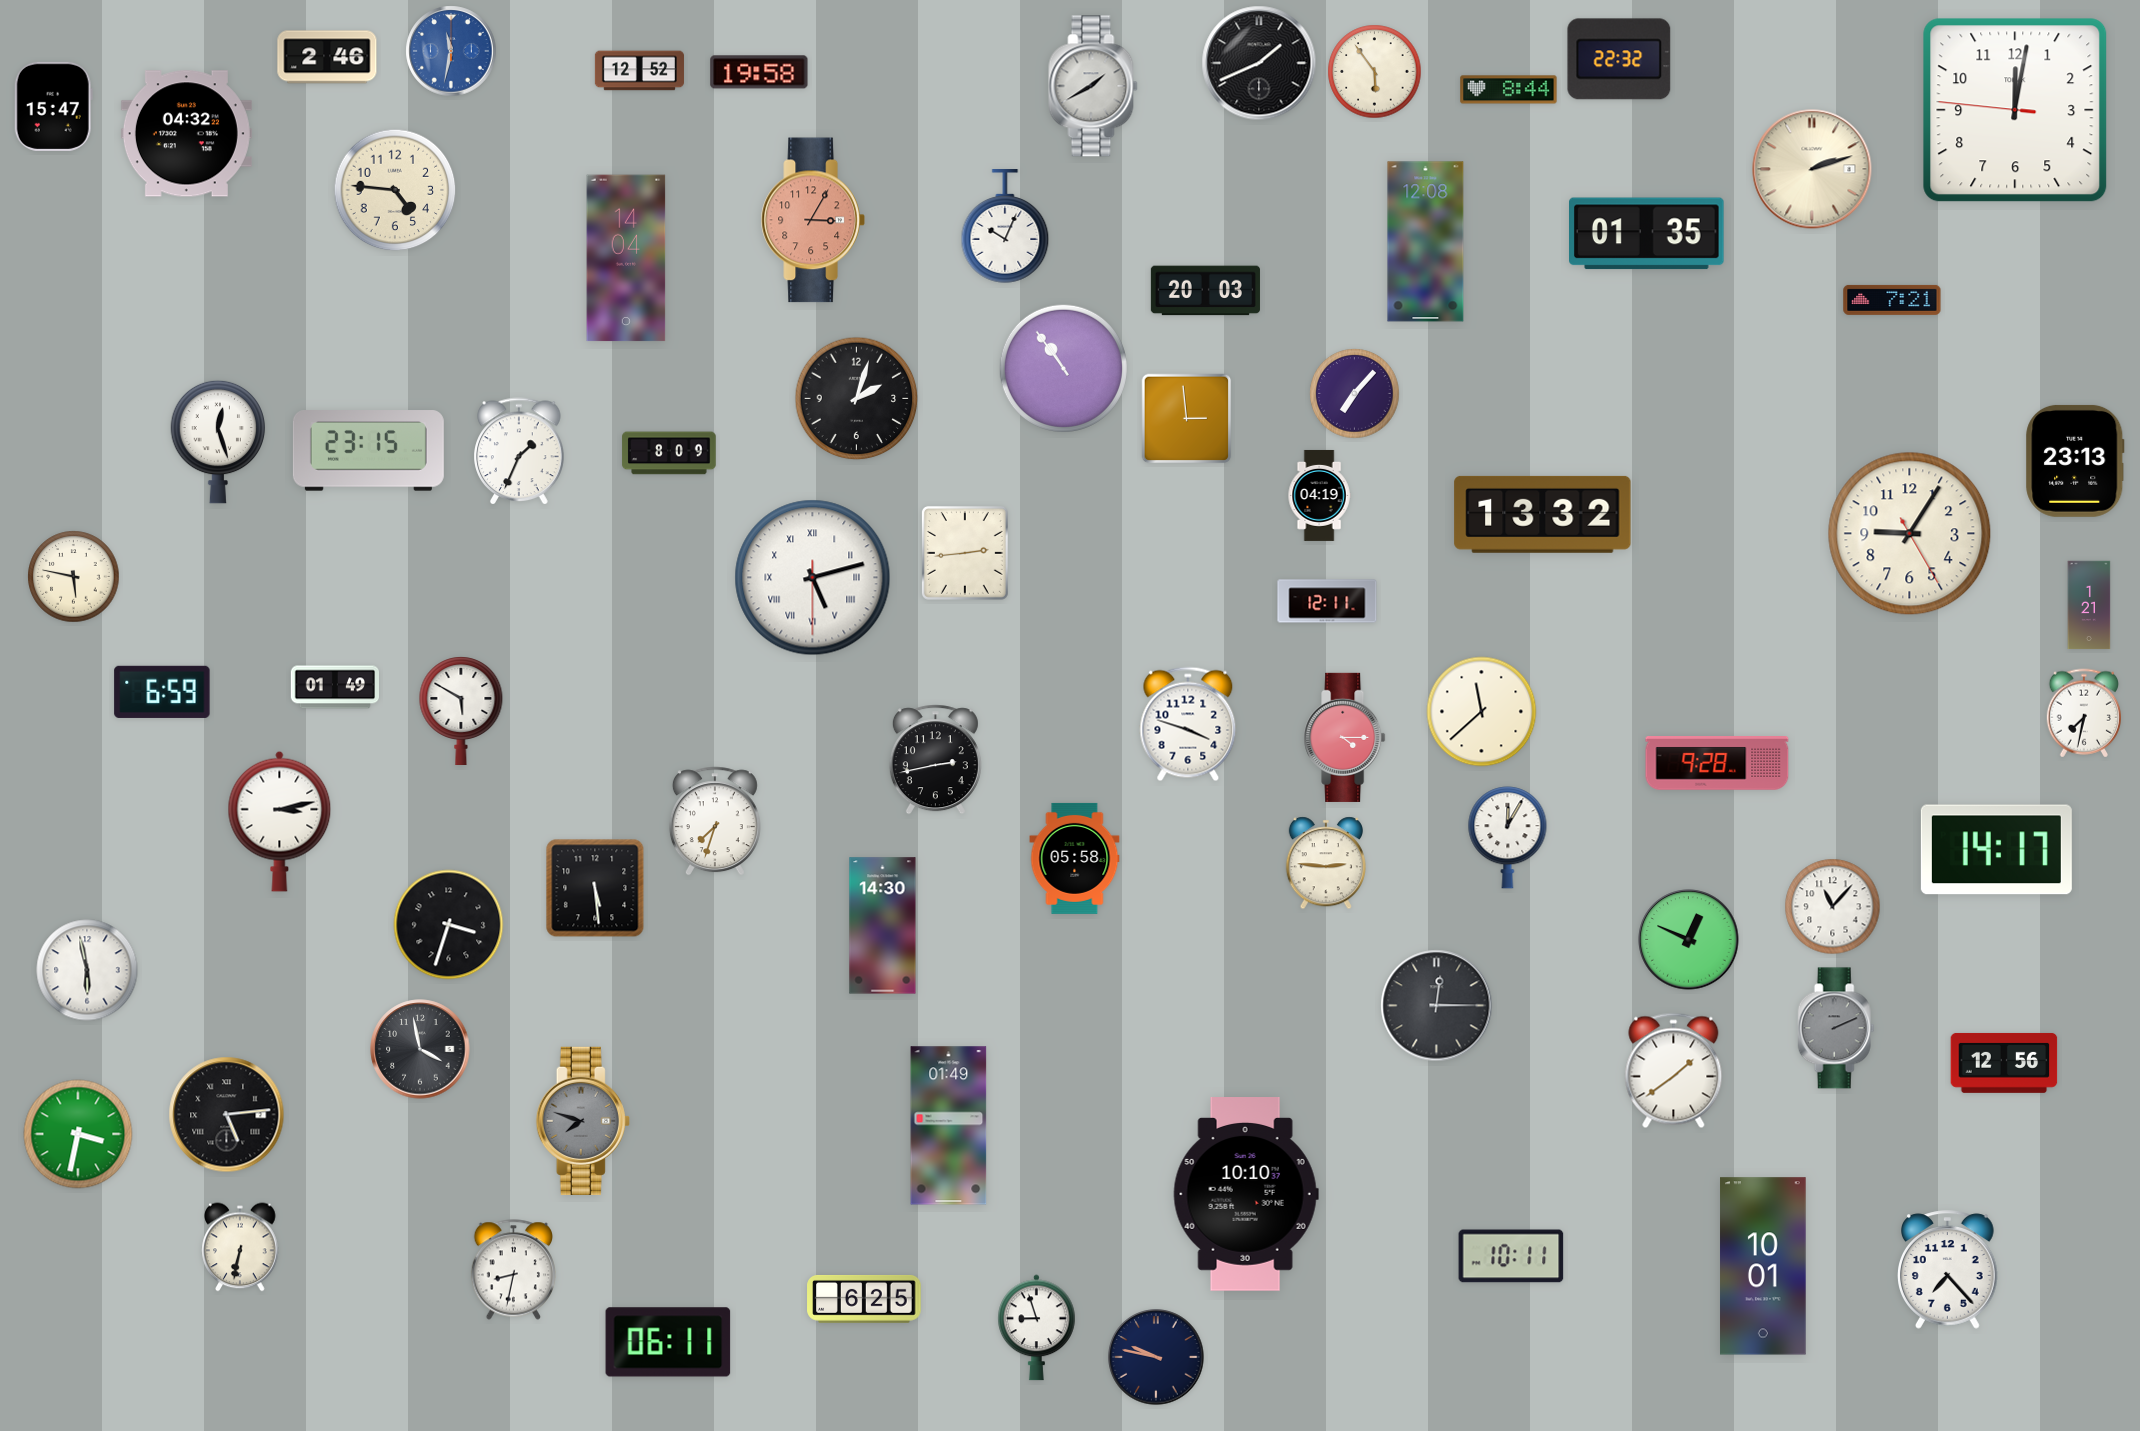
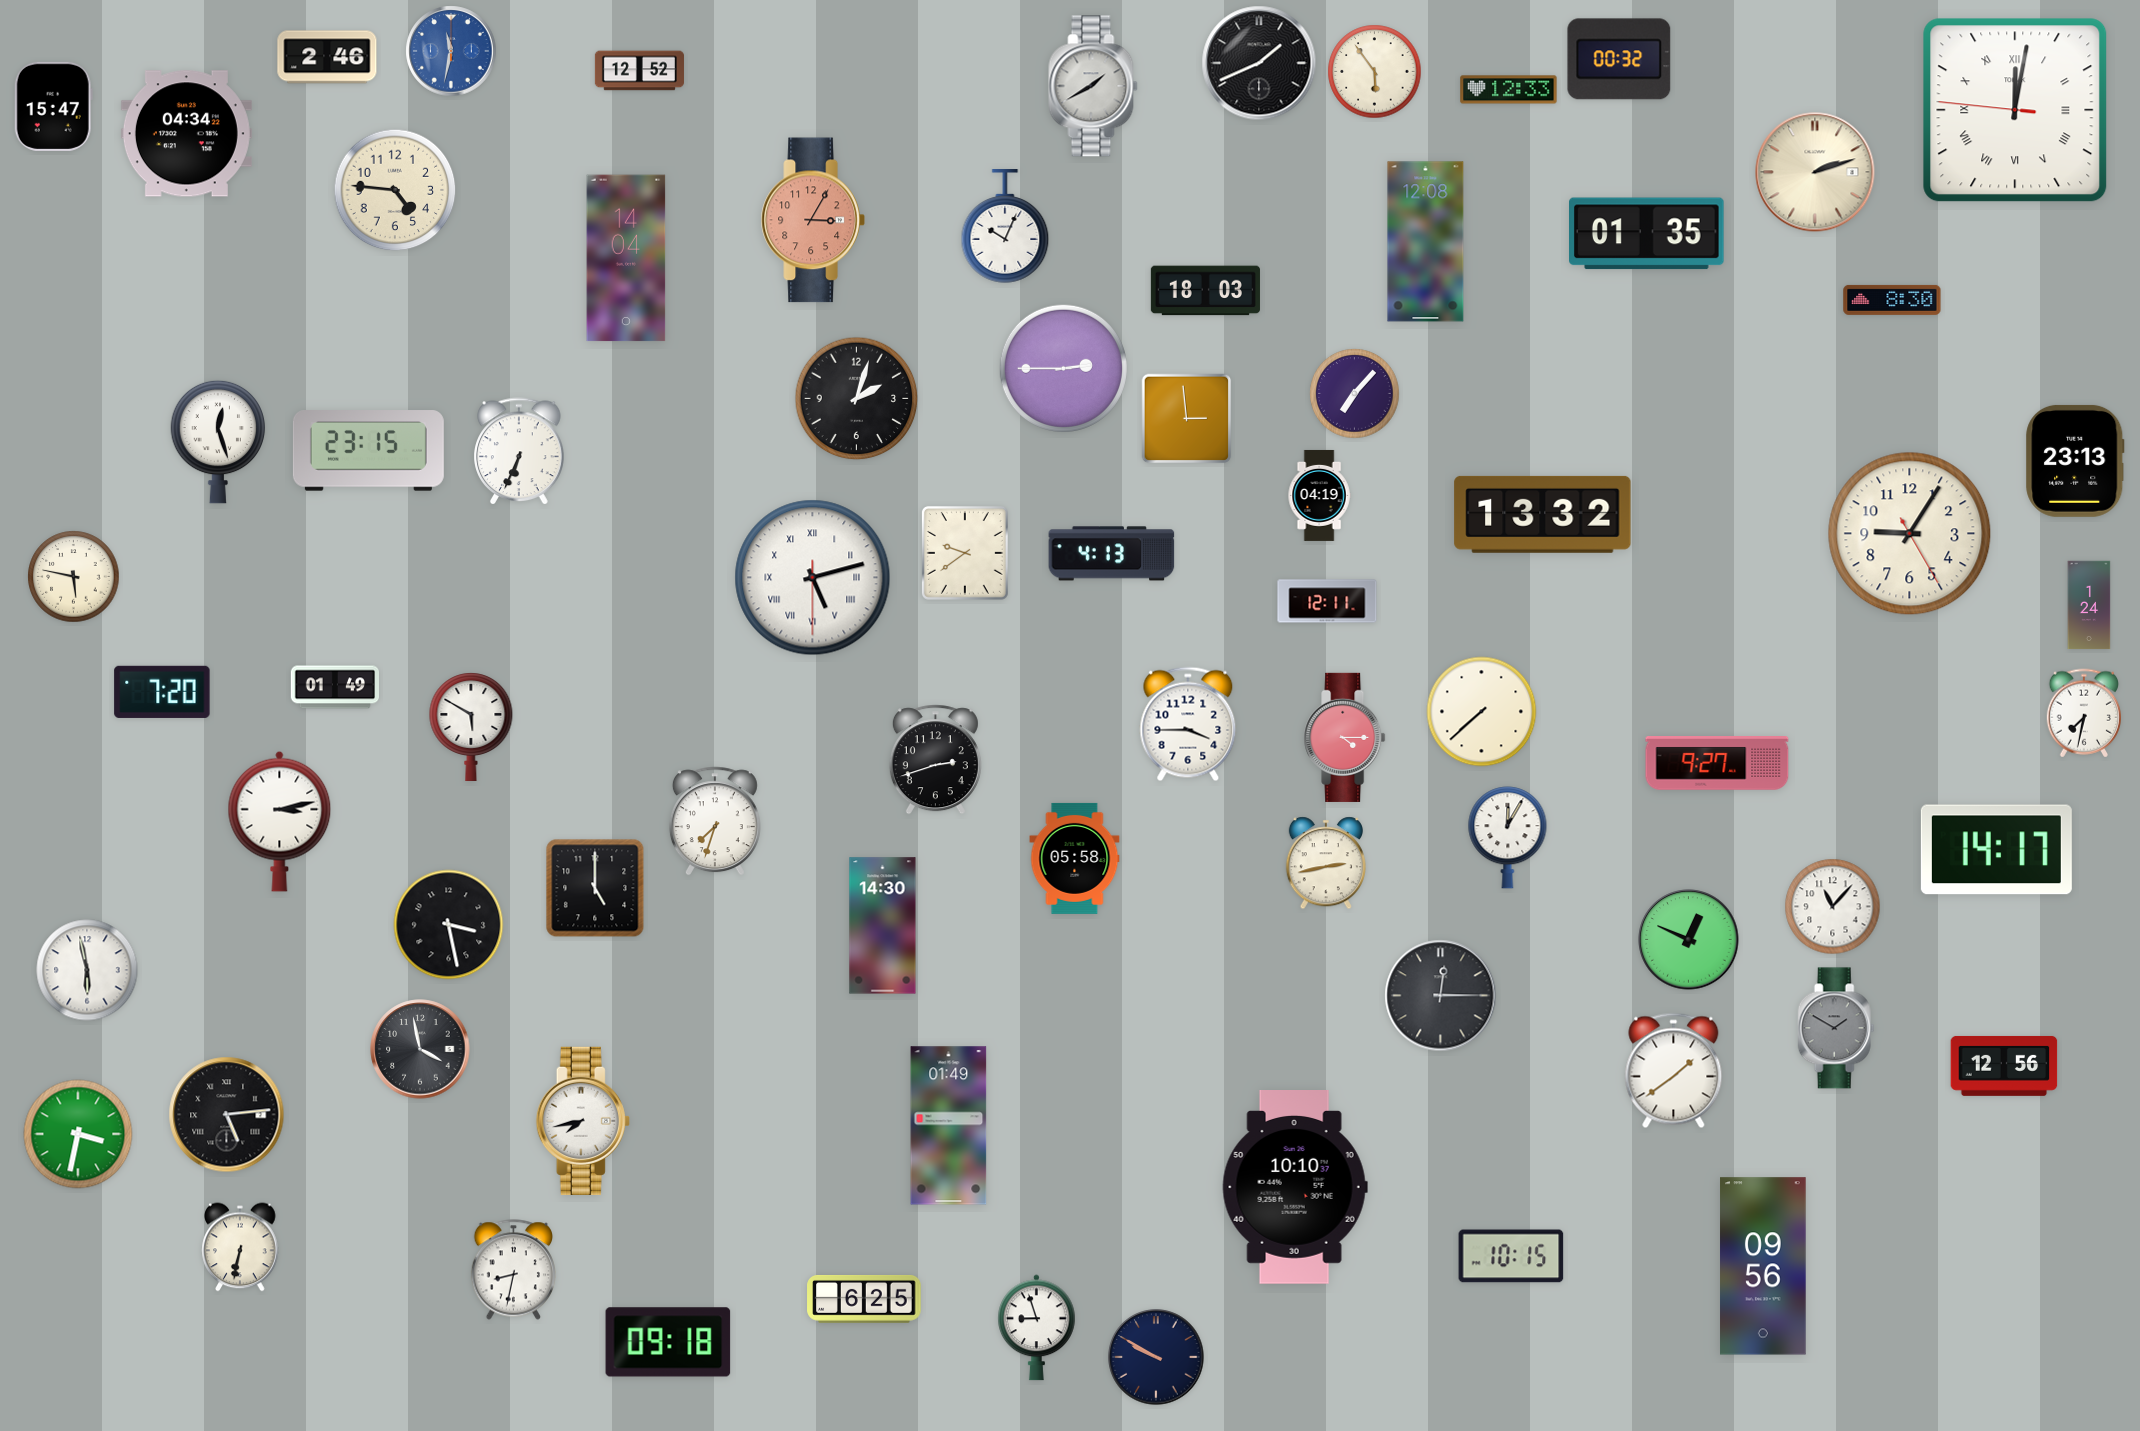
clock at (1619, 59): 22:32 -> 00:32
clock at (759, 72): 19:58 -> none
clock at (1509, 90): 8:44 -> 12:33
clock at (2015, 110) numerals: Arabic -> Roman
clock at (186, 134): 04:32 -> 04:34
clock at (1812, 169) position: (1812, 169) -> (1815, 172)
clock at (1205, 291): 20:03 -> 18:03
clock at (1892, 300): 7:21 -> 8:30
clock at (1063, 368): 10:54 -> 2:45
clock at (519, 451): 1:34 -> 6:34
clock at (669, 453): 8:09 -> none
clock at (965, 553): 2:44 -> 9:39
clock at (1112, 554): none -> 4:13
clock at (2089, 605): 1:21 -> 1:24
clock at (162, 692): 6:59 -> 7:20
clock at (461, 710) position: (461, 710) -> (471, 726)
clock at (1482, 712): 11:38 -> 7:38
clock at (1188, 724): 3:48 -> 3:45
clock at (935, 760): 2:43 -> 2:42
clock at (1717, 763): 9:28 -> 9:27
clock at (1326, 863): 2:46 -> 2:43
clock at (595, 888): 5:29 -> 5:00
clock at (449, 925): 3:33 -> 3:28
clock at (1437, 1006) position: (1437, 1006) -> (1441, 996)
clock at (1836, 1028): 2:11 -> 1:50
clock at (2004, 1063) position: (2004, 1063) -> (2004, 1066)
clock at (583, 1121): 7:48 -> 7:43
clock at (583, 1121) dial: grey -> white
clock at (1246, 1195) position: (1246, 1195) -> (1295, 1188)
clock at (1511, 1256): 10:11 -> 10:15
clock at (1763, 1266): 10:01 -> 09:56
clock at (1948, 1270): 7:23 -> none
clock at (668, 1342): 06:11 -> 09:18
clock at (1156, 1357): 9:47 -> 9:50
